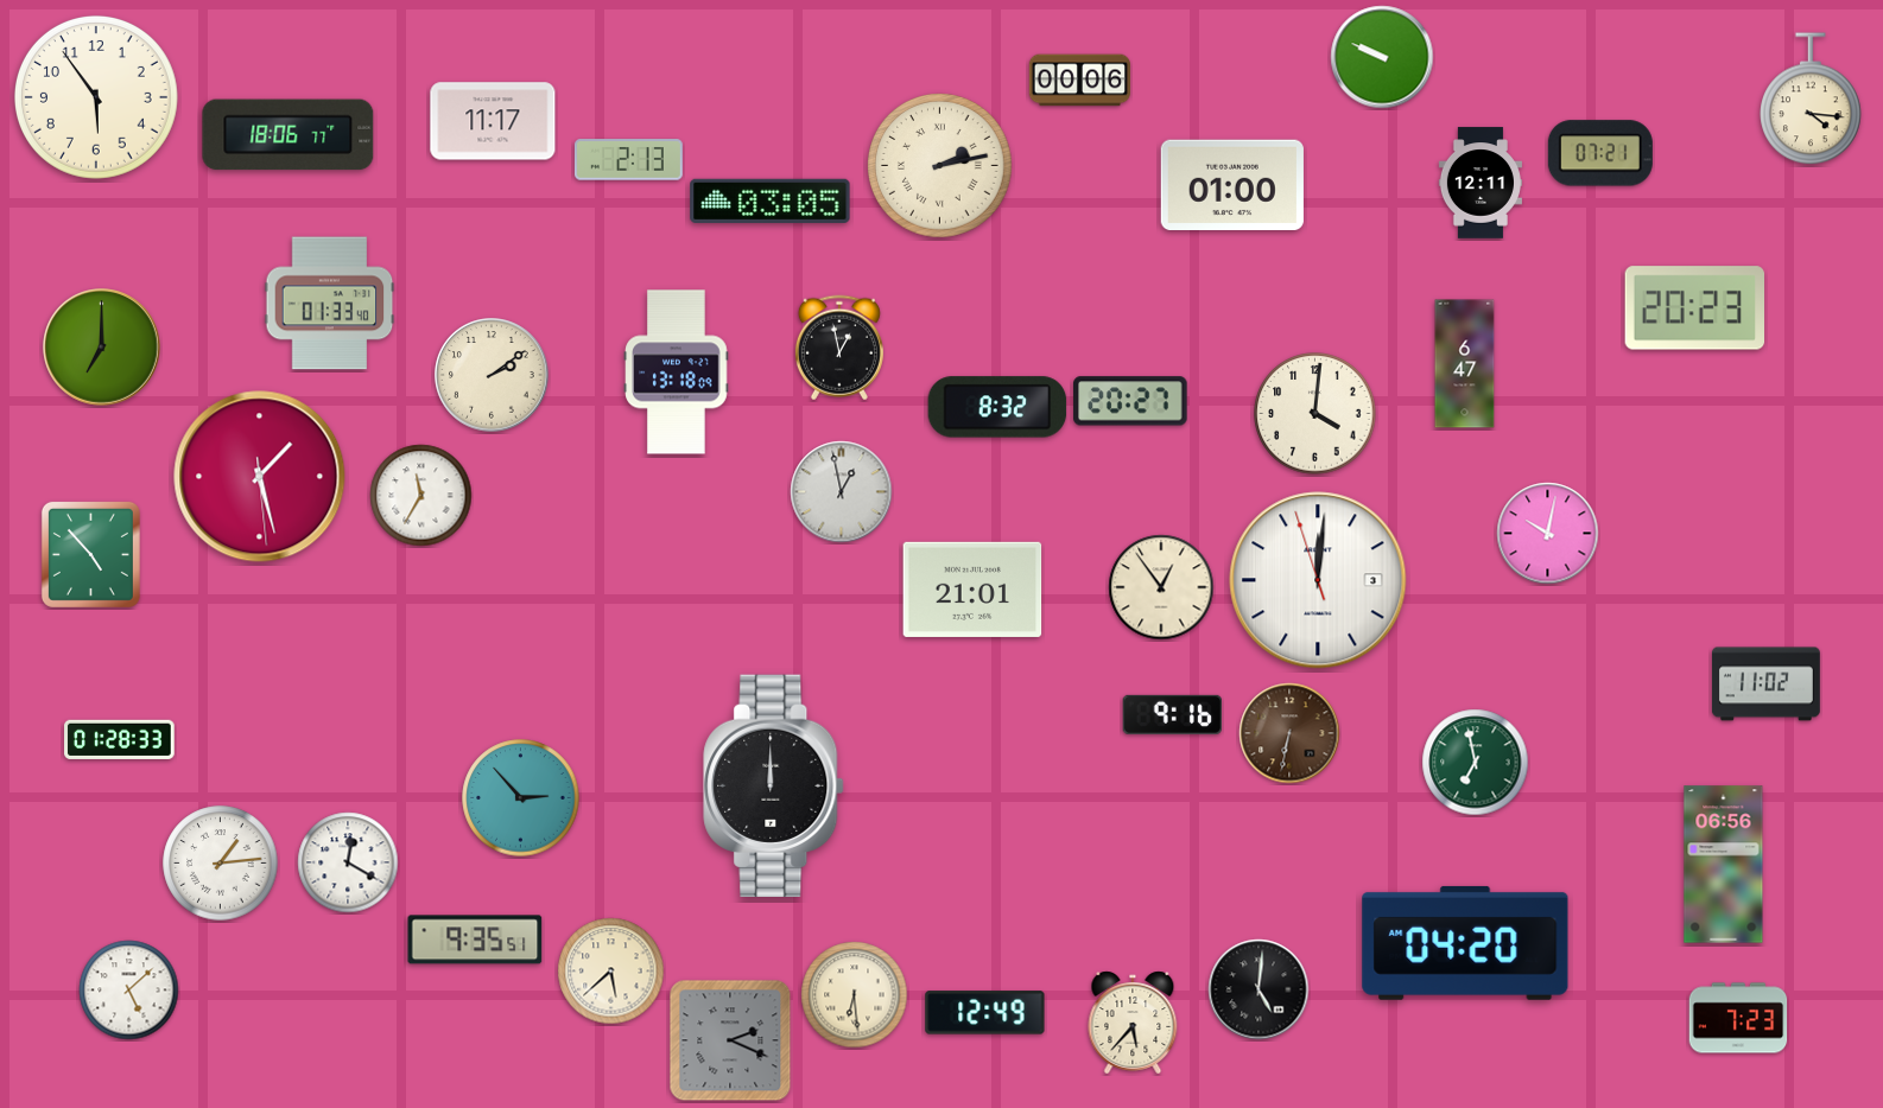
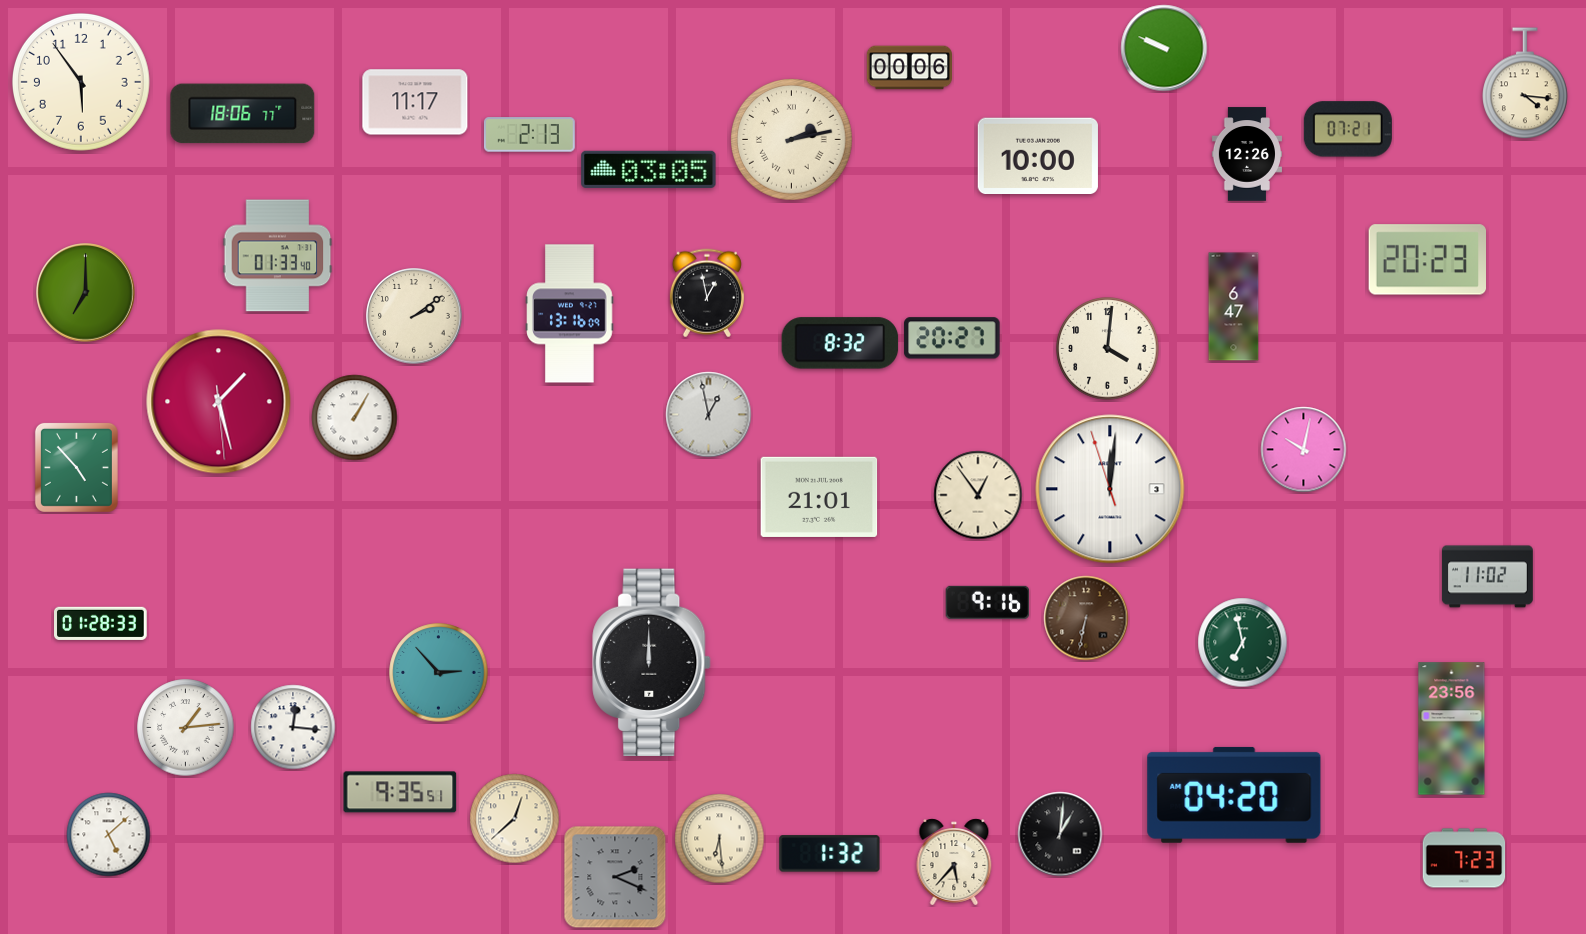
clock at (1481, 183): 12:11 -> 12:26
clock at (1232, 184): 01:00 -> 10:00
clock at (677, 372): 13:18 -> 13:16
clock at (421, 496): 11:35 -> 1:05
clock at (348, 862): 12:20 -> 12:16
clock at (1724, 865): 06:56 -> 23:56
clock at (611, 972): 5:38 -> 12:38
clock at (1258, 989): 5:01 -> 1:01
clock at (985, 1013): 12:49 -> 1:32
